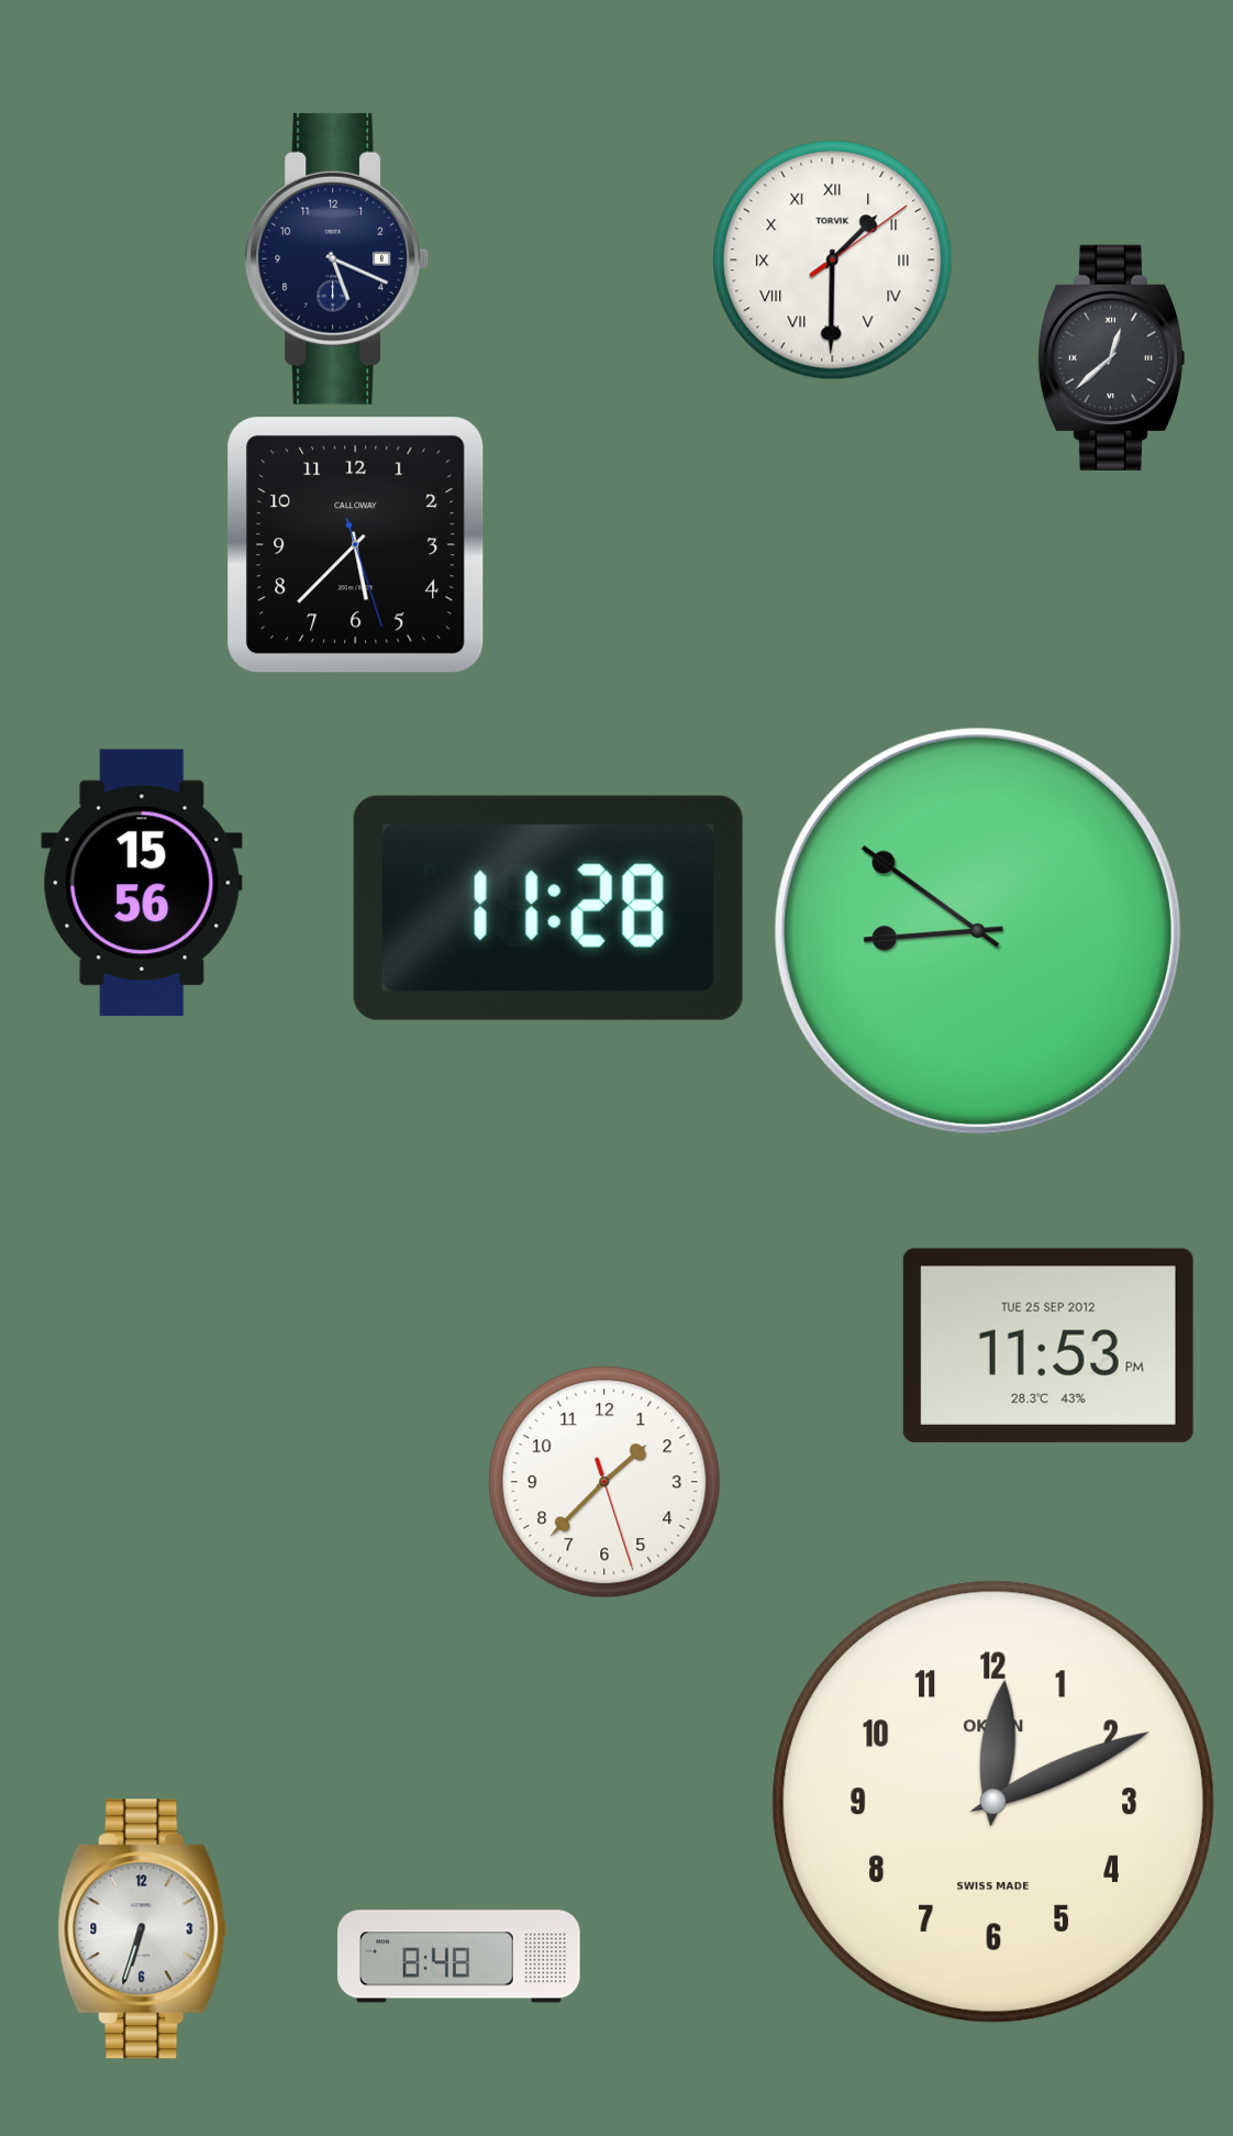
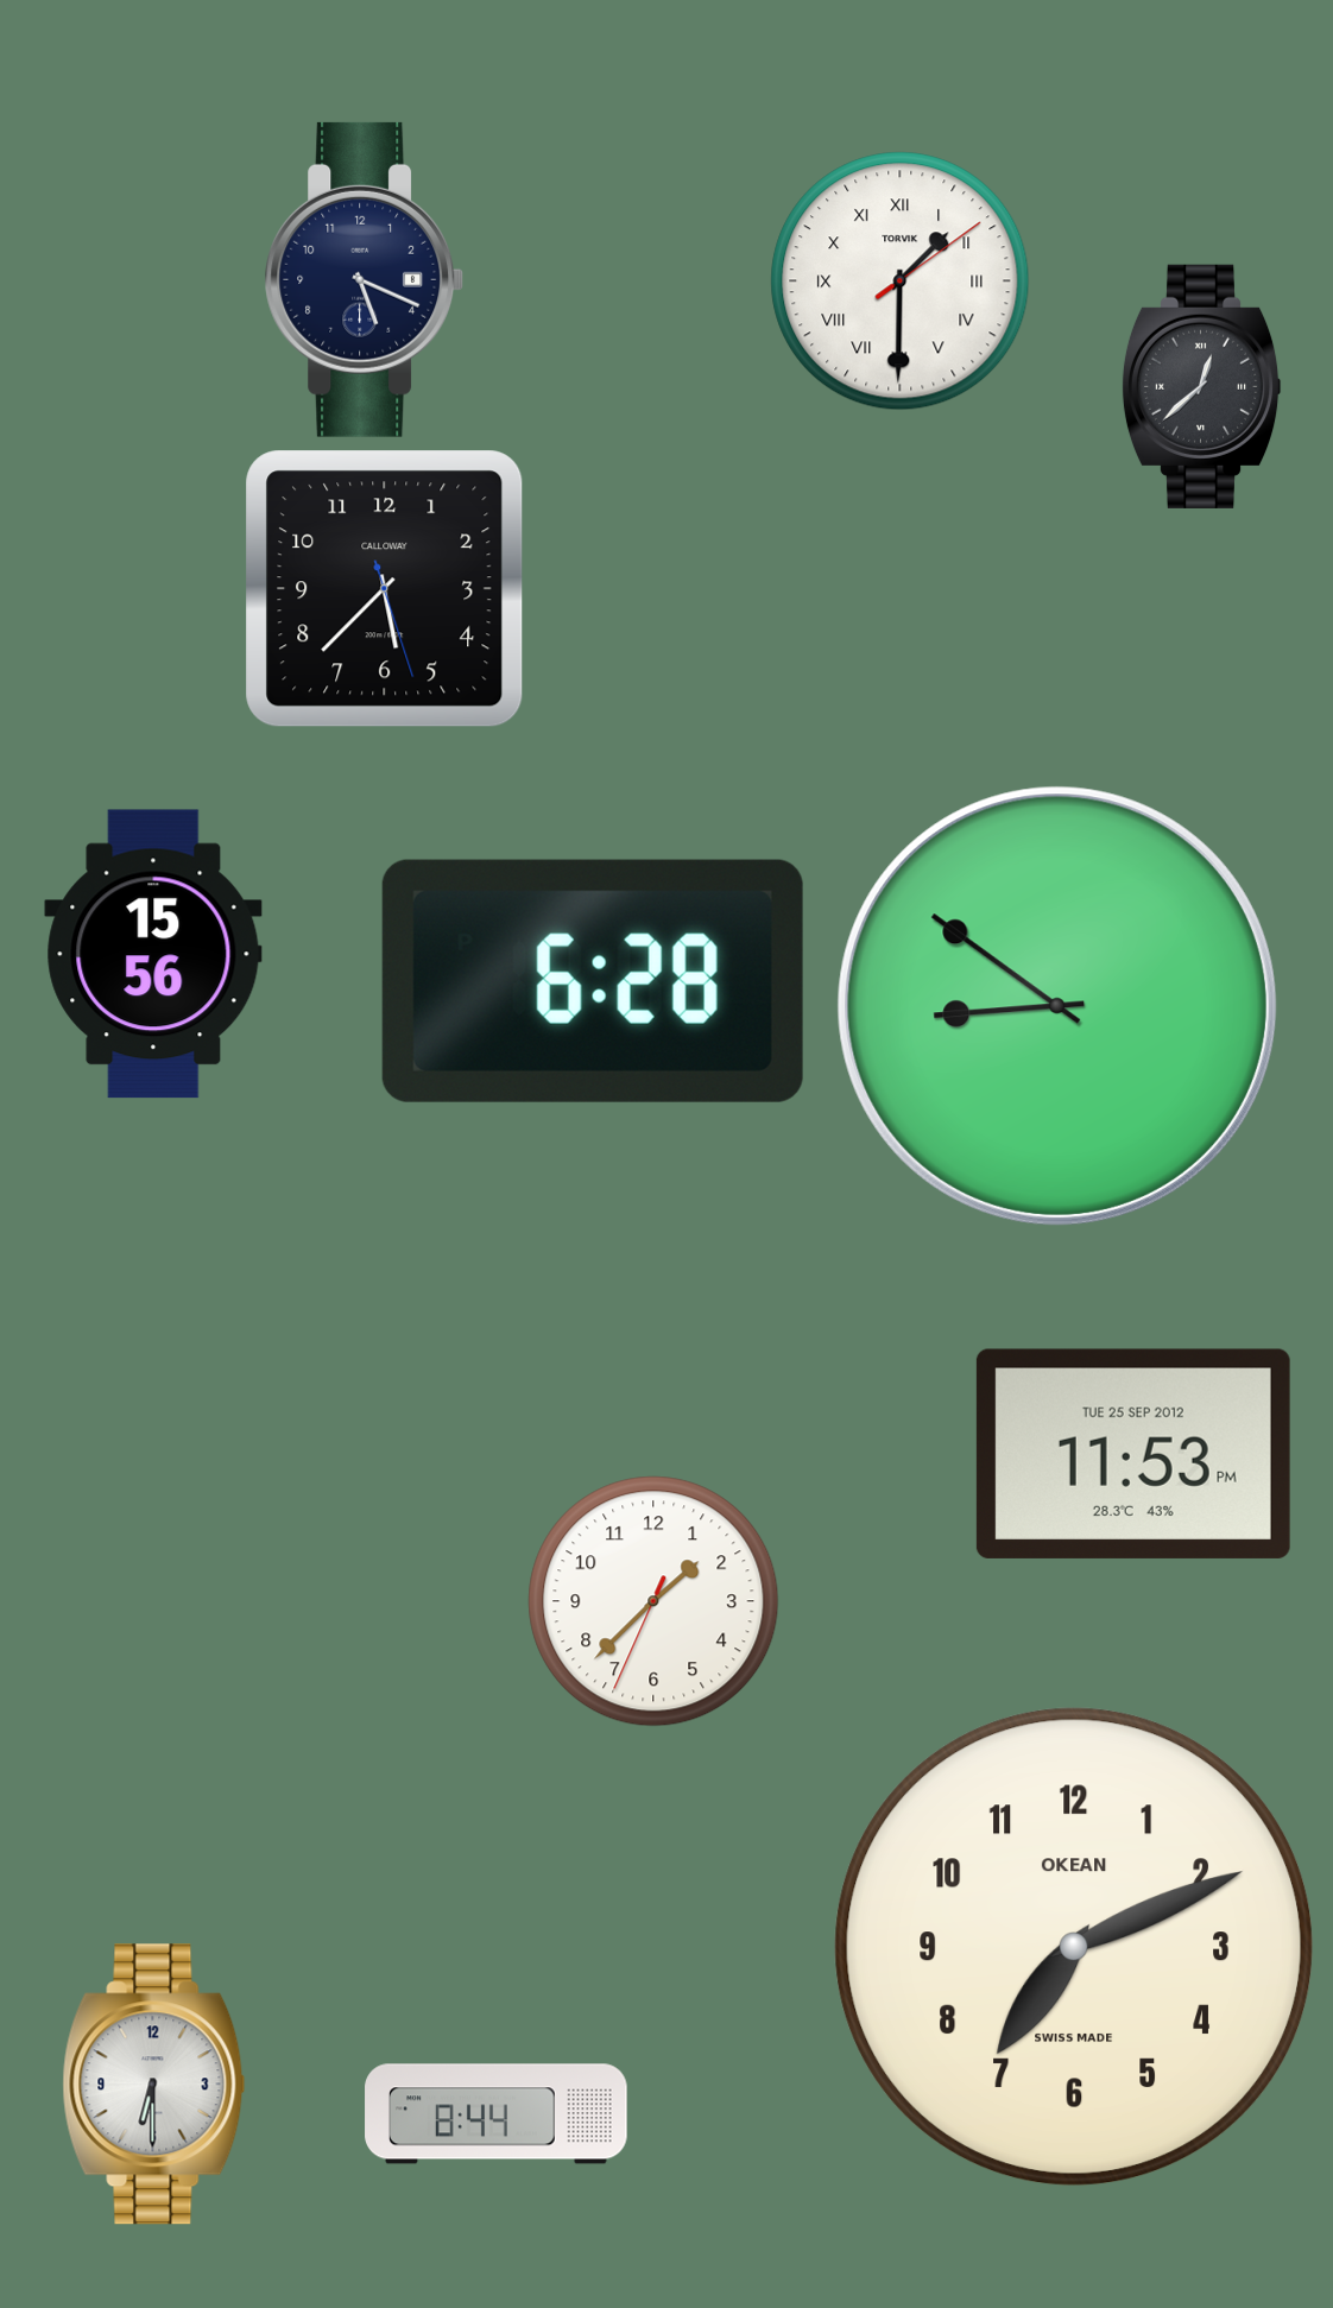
clock at (548, 908): 11:28 -> 6:28
clock at (604, 1482): 1:37:27 -> 1:37:34
clock at (993, 1802): 12:11 -> 7:11
clock at (143, 1929): 6:33 -> 6:30
clock at (459, 1957): 8:48 -> 8:44
